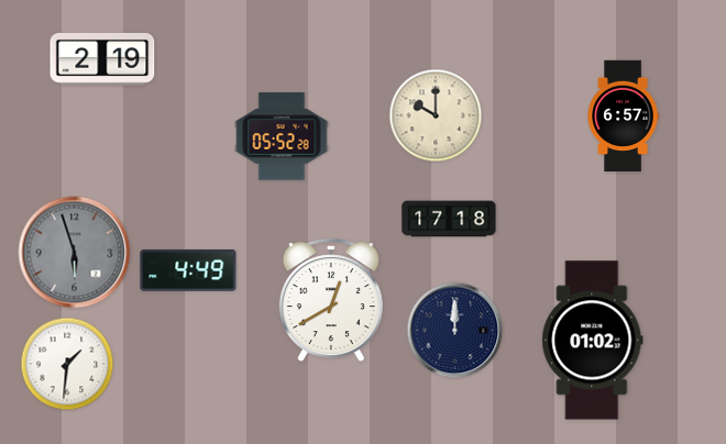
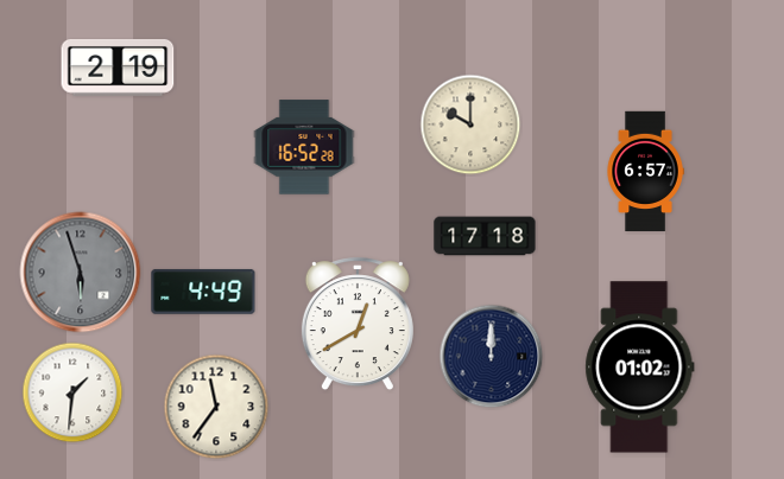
clock at (102, 59) position: (102, 59) -> (118, 68)
clock at (623, 116) position: (623, 116) -> (645, 172)
clock at (282, 136): 05:52 -> 16:52
clock at (216, 407): none -> 11:36
